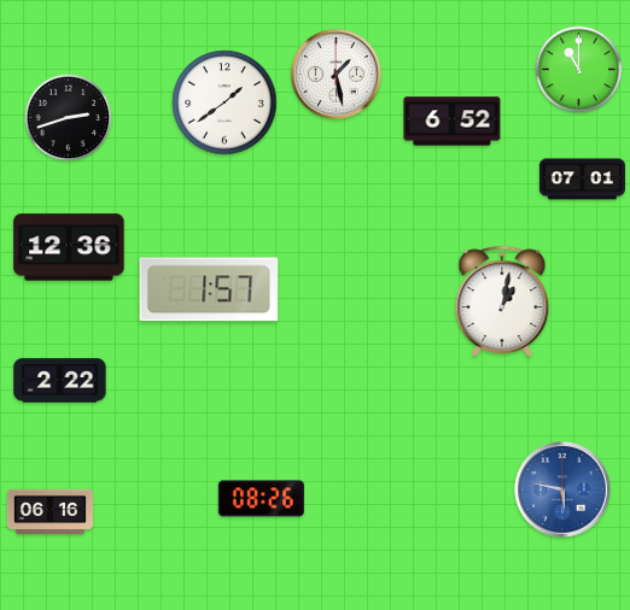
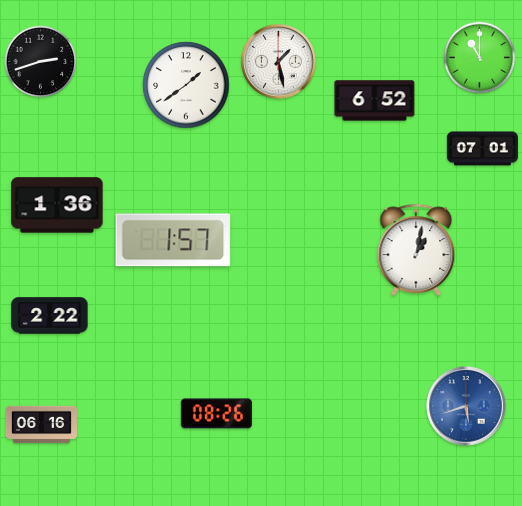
clock at (69, 118) position: (69, 118) -> (41, 62)
clock at (69, 247): 12:36 -> 1:36
clock at (562, 489): 5:47 -> 5:42
